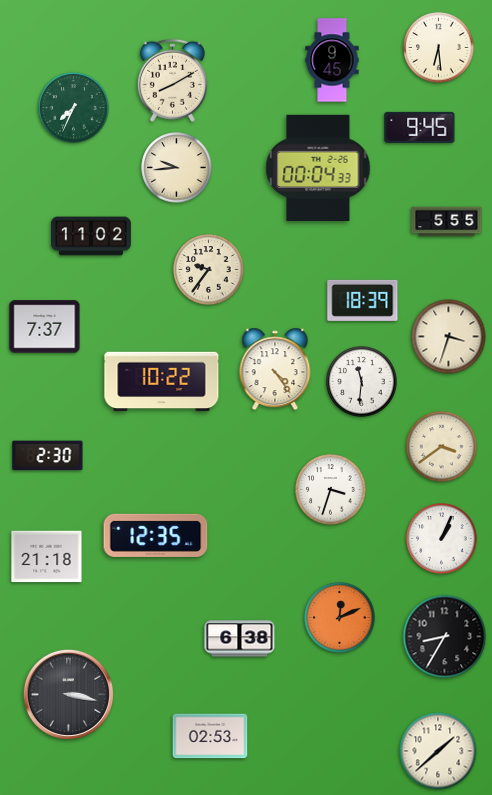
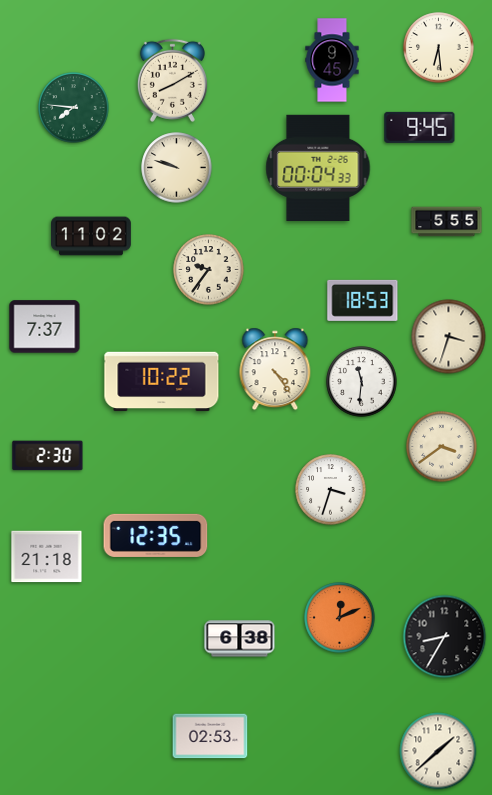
clock at (74, 108): 7:34 -> 7:46
clock at (177, 168): 9:44 -> 9:48
clock at (363, 300): 18:39 -> 18:53
clock at (442, 539): 1:04 -> none
clock at (68, 694): 3:17 -> none
